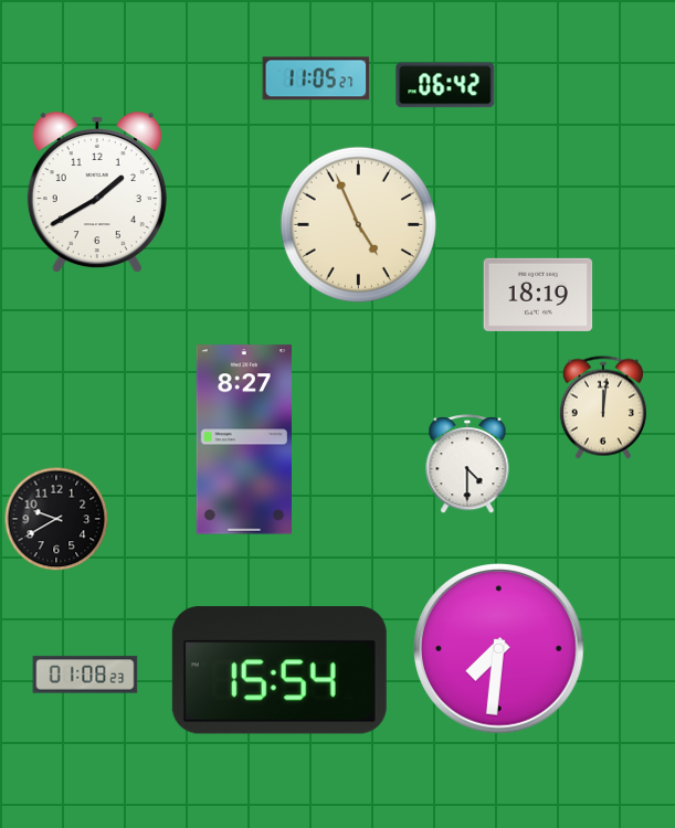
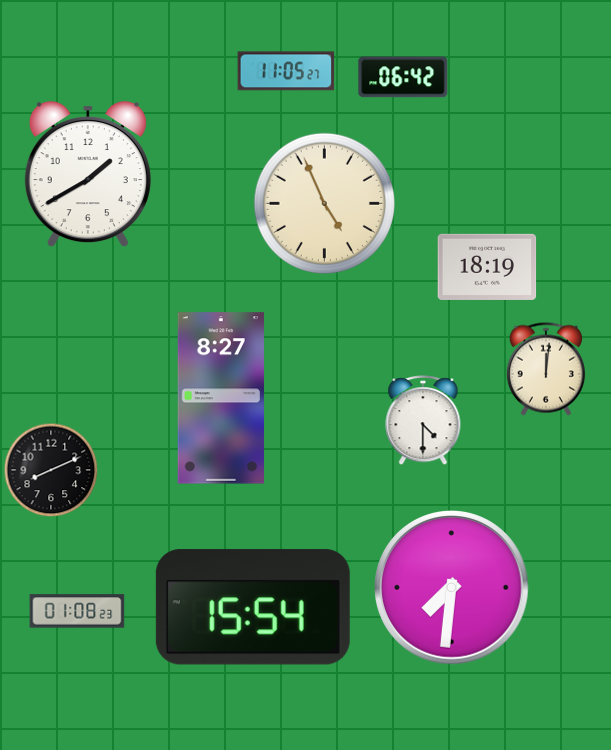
clock at (56, 519): 9:40 -> 8:11
